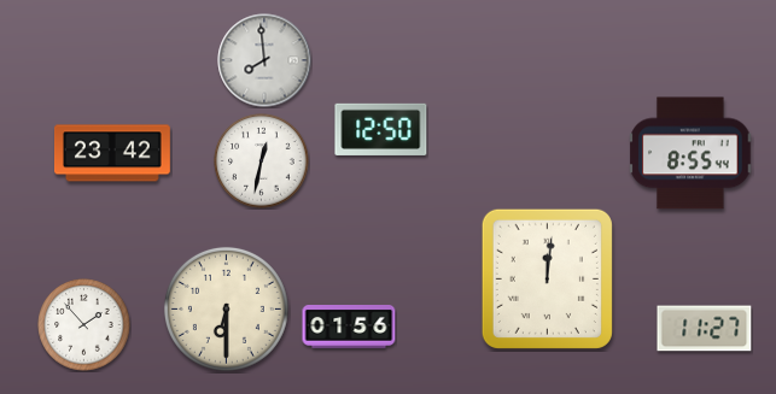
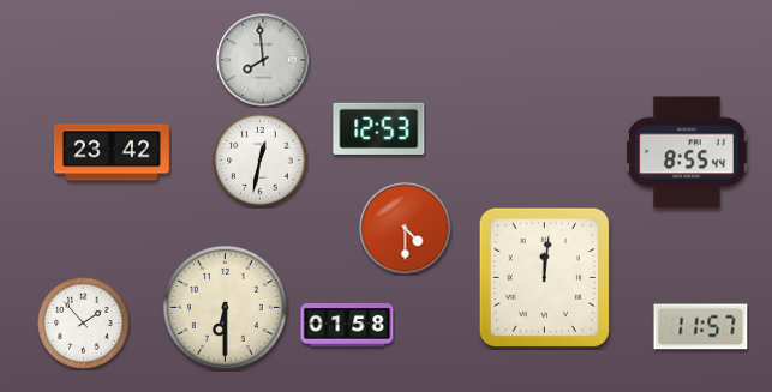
clock at (381, 129): 12:50 -> 12:53
clock at (406, 229): none -> 4:30
clock at (349, 328): 01:56 -> 01:58
clock at (705, 329): 11:27 -> 11:57
